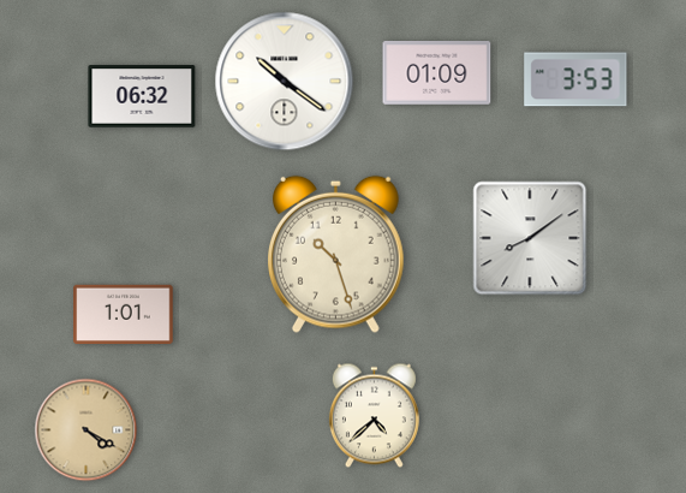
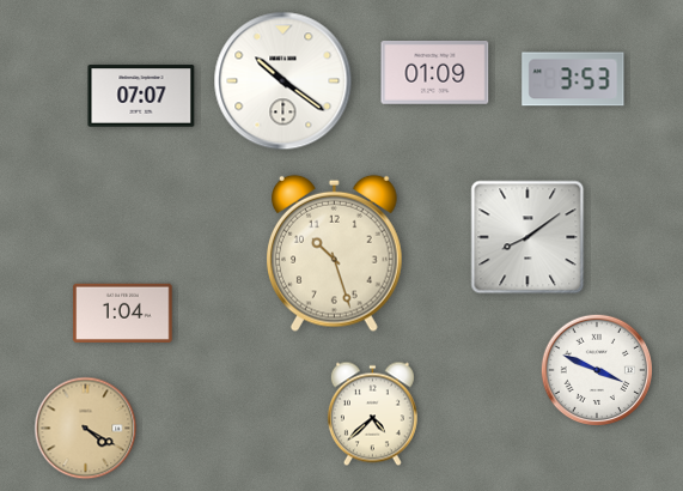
clock at (142, 96): 06:32 -> 07:07
clock at (124, 314): 1:01 -> 1:04
clock at (596, 369): none -> 3:49
